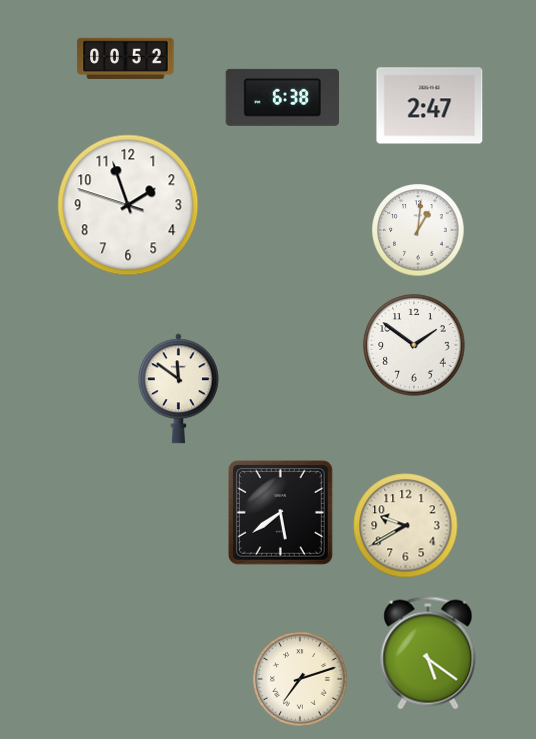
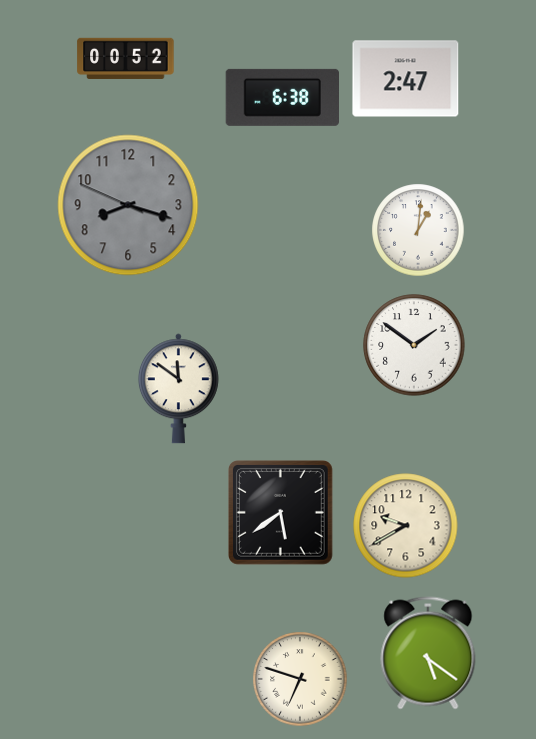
clock at (430, 106) position: (430, 106) -> (406, 79)
clock at (128, 205): 1:56 -> 8:17
clock at (128, 205) dial: white -> grey
clock at (300, 679): 7:12 -> 6:48
